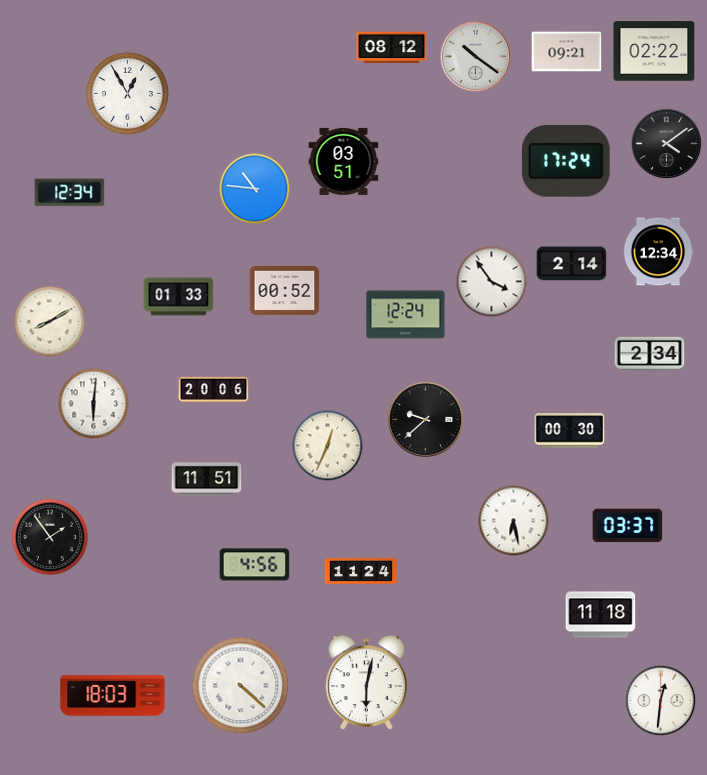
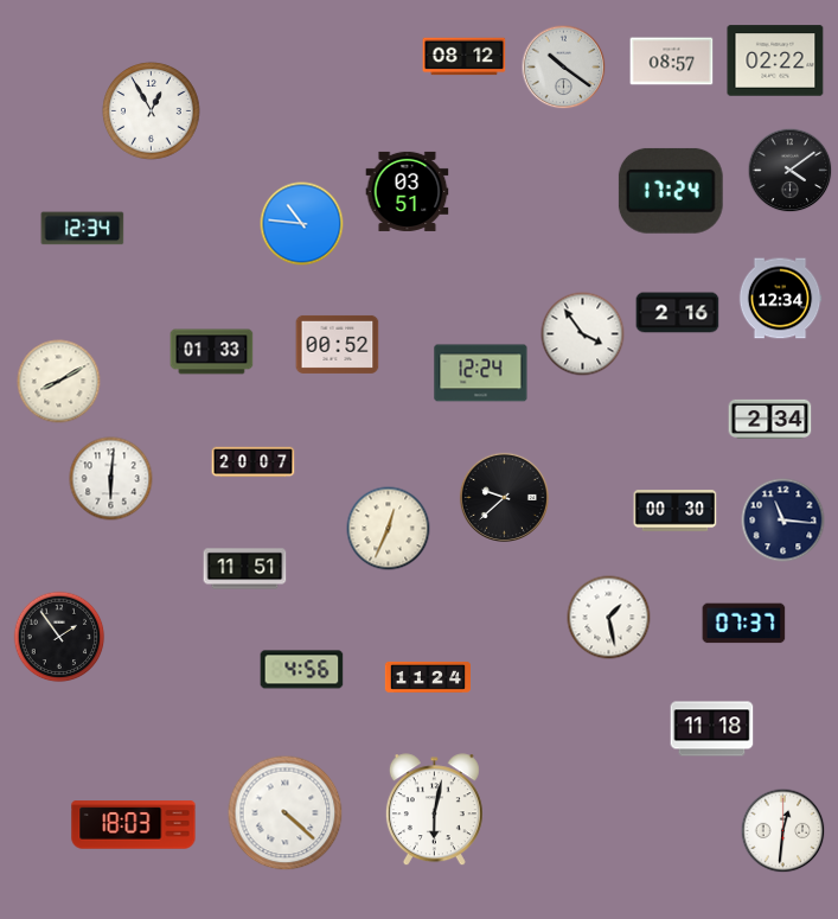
clock at (567, 52): 09:21 -> 08:57
clock at (572, 264): 2:14 -> 2:16
clock at (214, 390): 20:06 -> 20:07
clock at (783, 521): none -> 11:16
clock at (514, 521): 6:28 -> 1:28
clock at (628, 526): 03:37 -> 07:37
